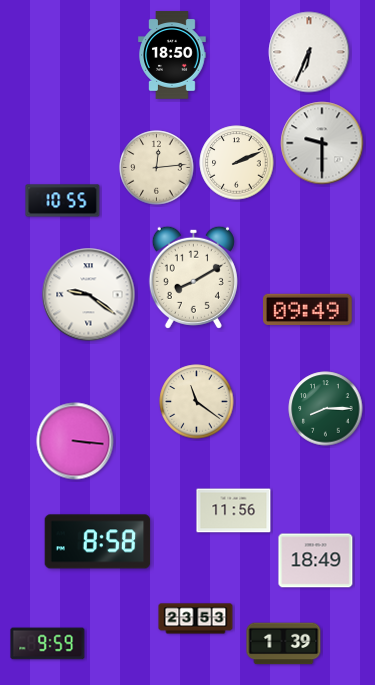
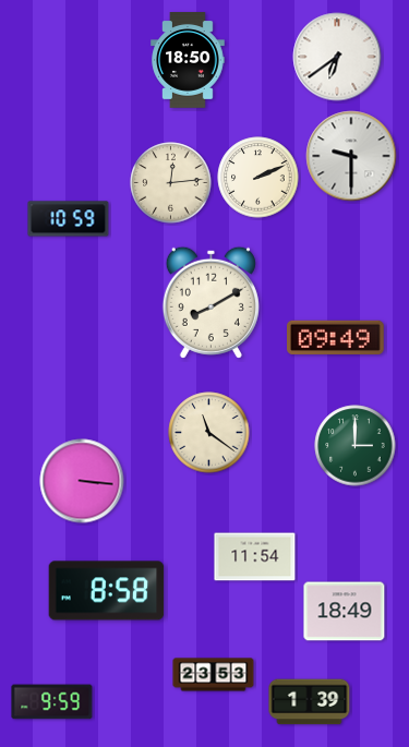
clock at (309, 52): 6:34 -> 6:39
clock at (63, 201): 10:55 -> 10:59
clock at (89, 295): 9:21 -> none
clock at (197, 402) position: (197, 402) -> (209, 433)
clock at (326, 409): 8:15 -> 3:00
clock at (234, 511): 11:56 -> 11:54
